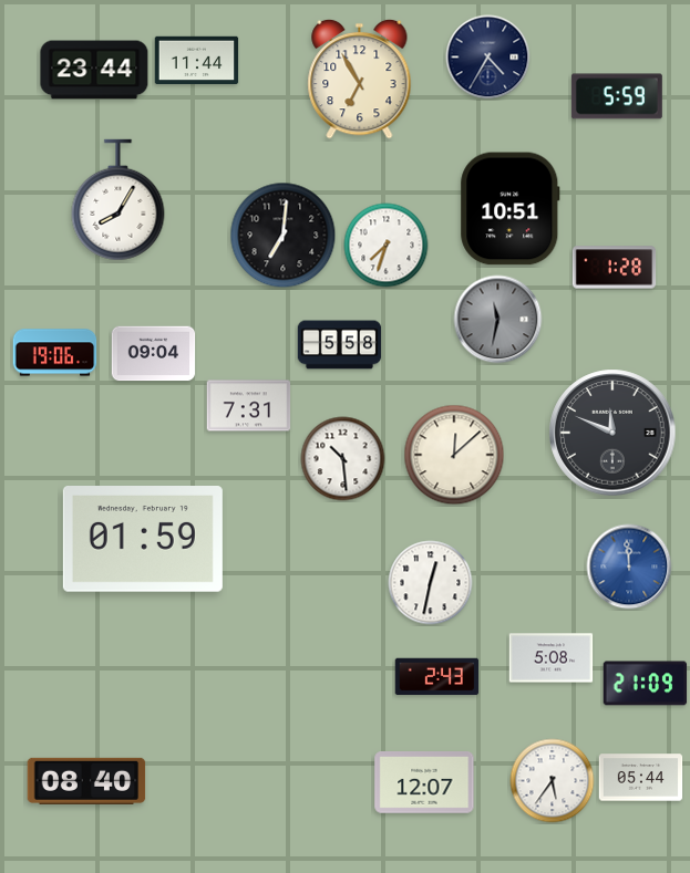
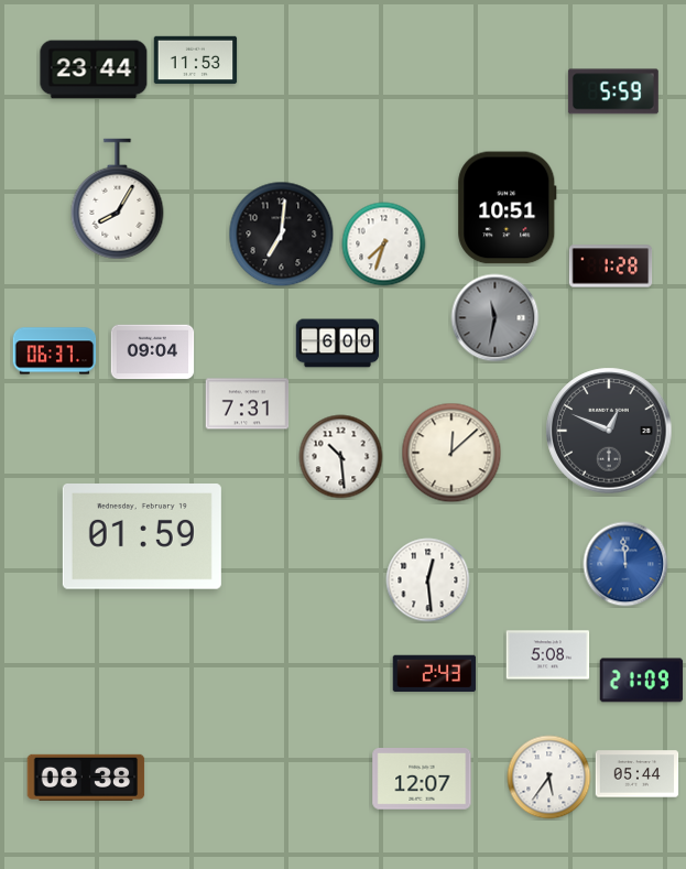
clock at (488, 58): 4:35 -> none
clock at (197, 61): 11:44 -> 11:53
clock at (360, 79): 6:55 -> none
clock at (617, 96) position: (617, 96) -> (613, 91)
clock at (340, 345): 5:58 -> 6:00
clock at (55, 353): 19:06 -> 06:37
clock at (612, 433): 11:49 -> 12:49
clock at (431, 583): 12:32 -> 12:29
clock at (86, 781): 08:40 -> 08:38
